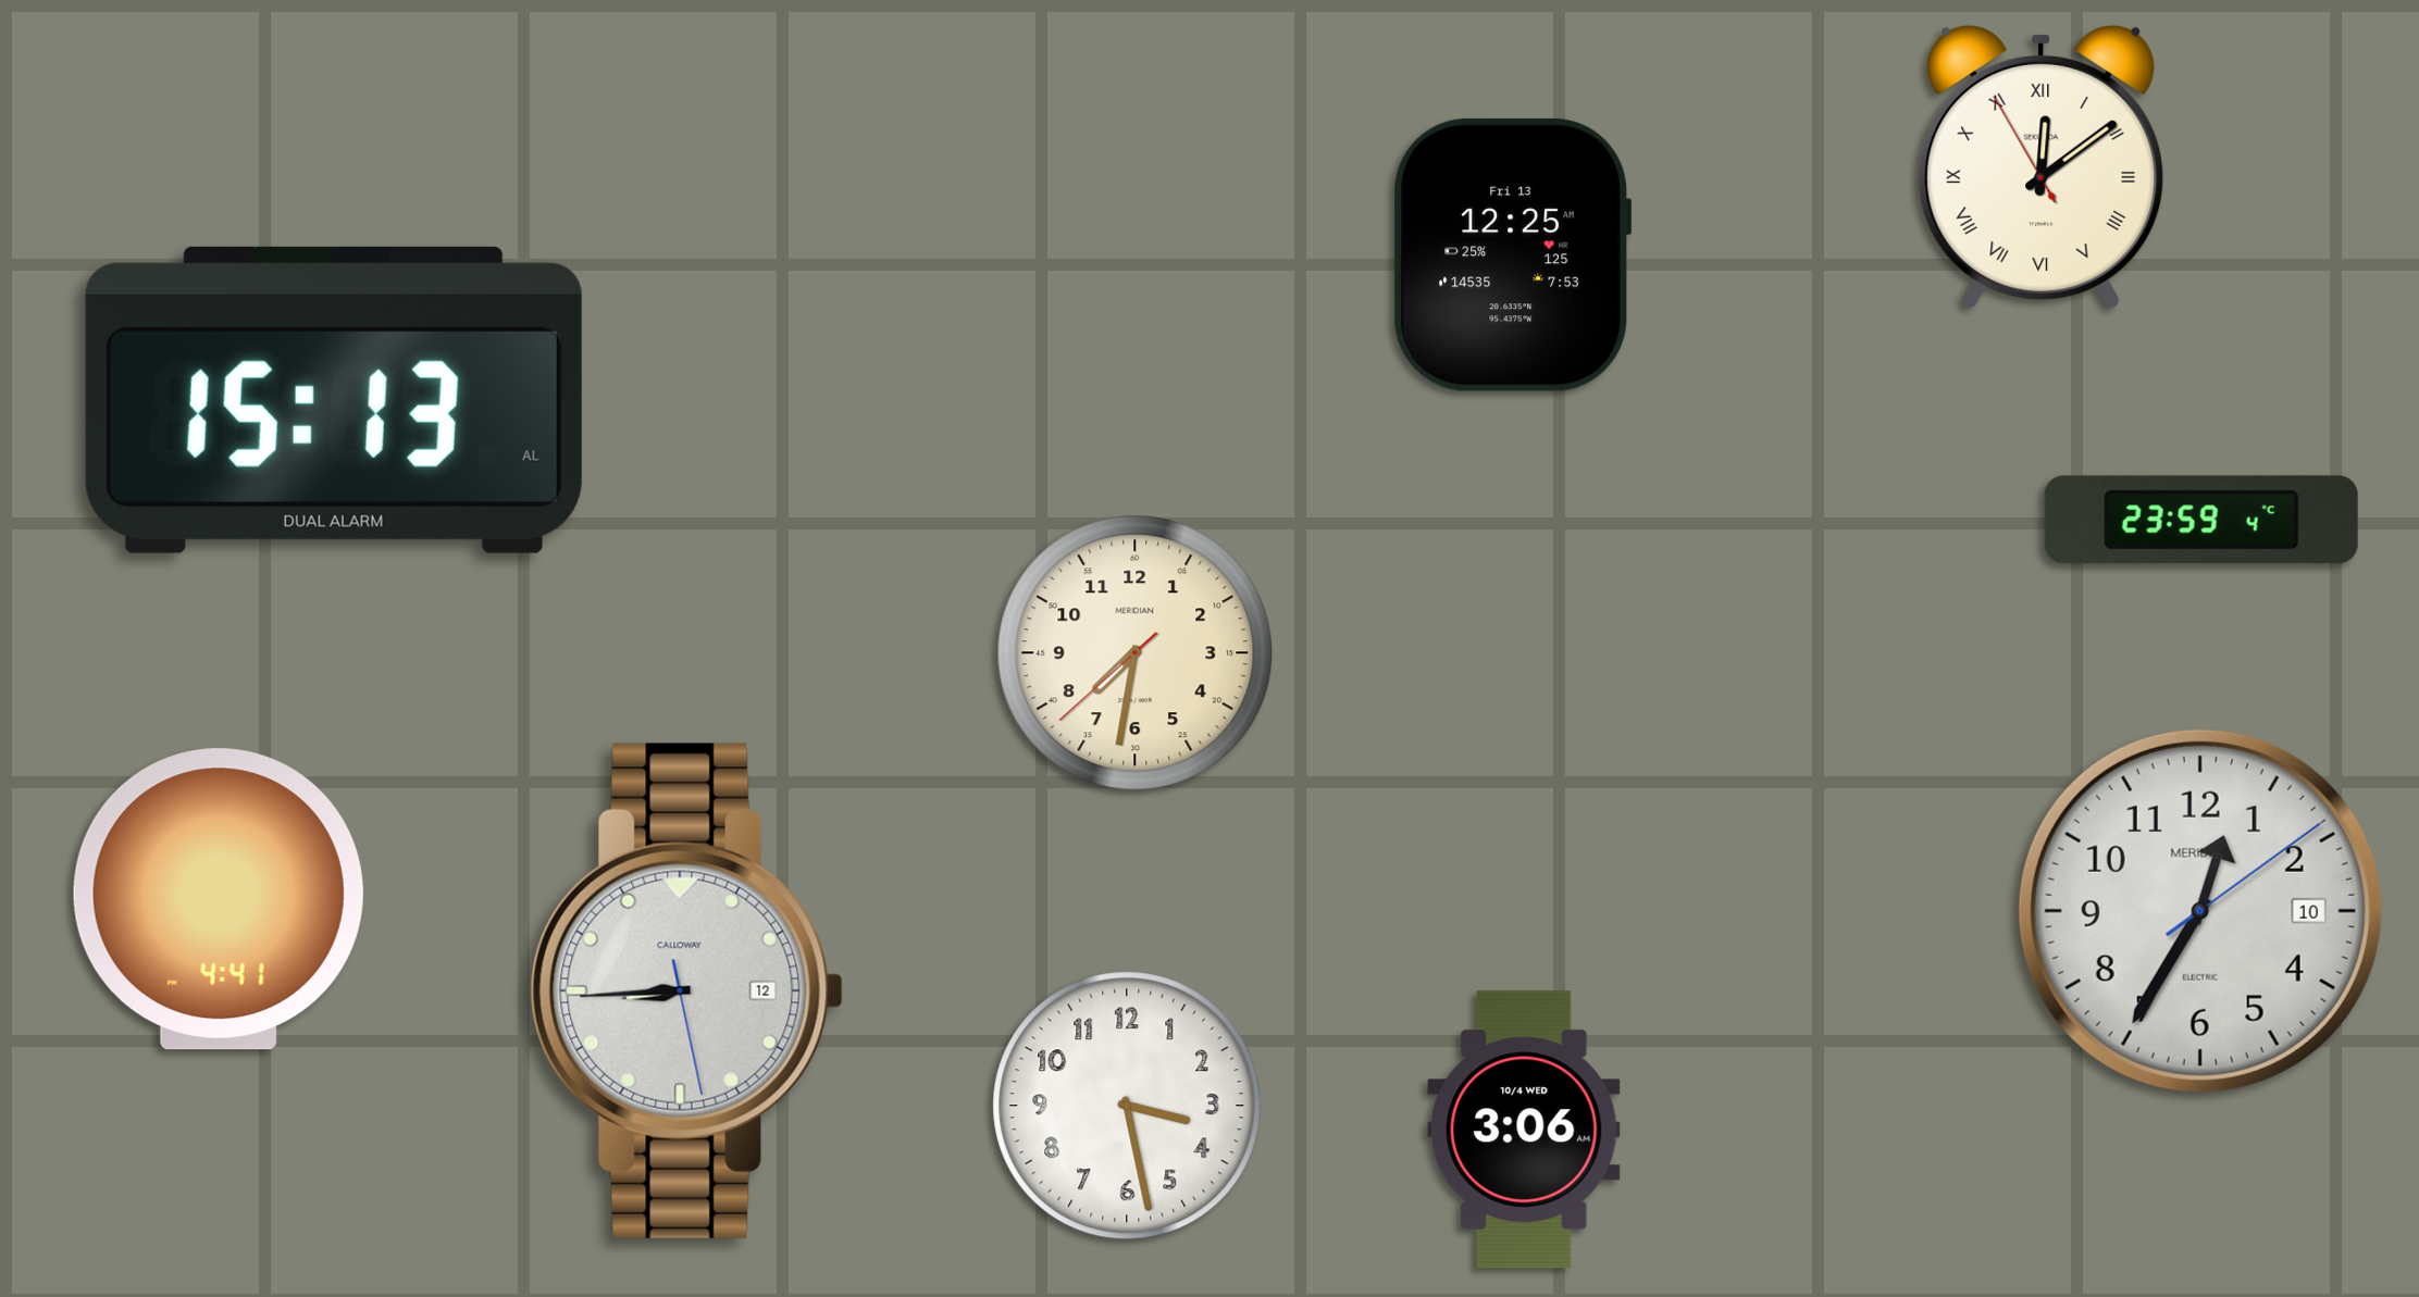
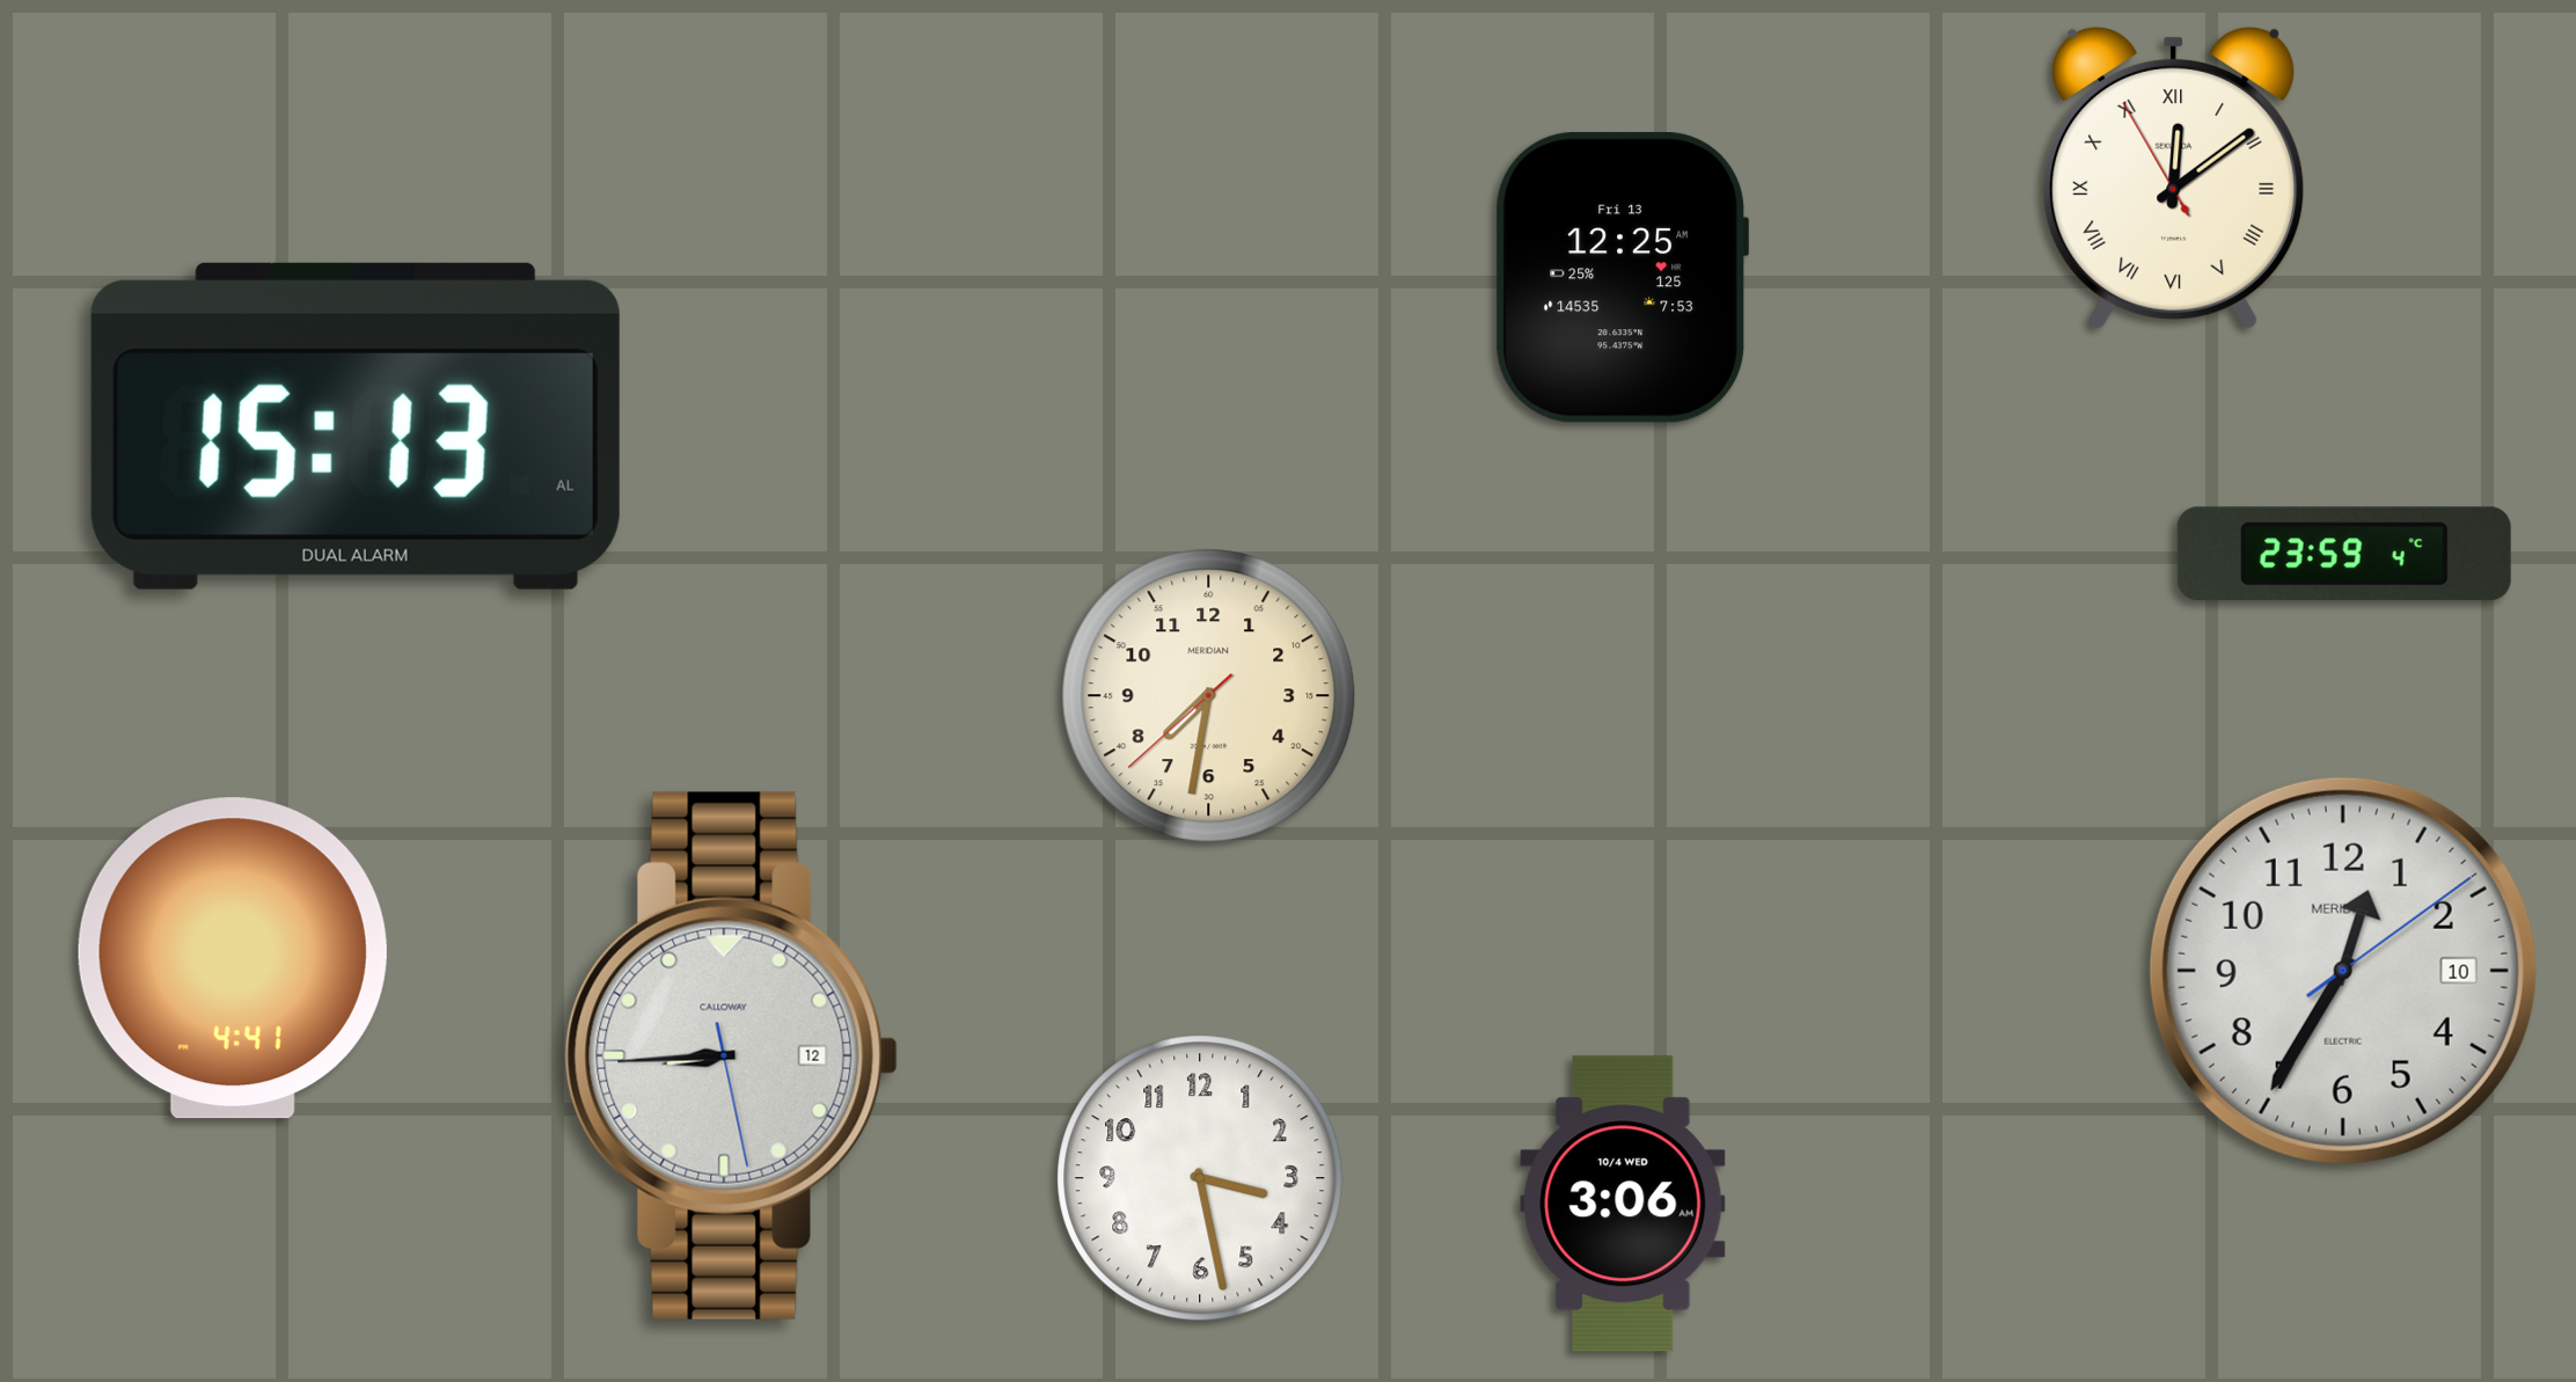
clock at (1513, 254) position: (1513, 254) -> (1623, 277)
